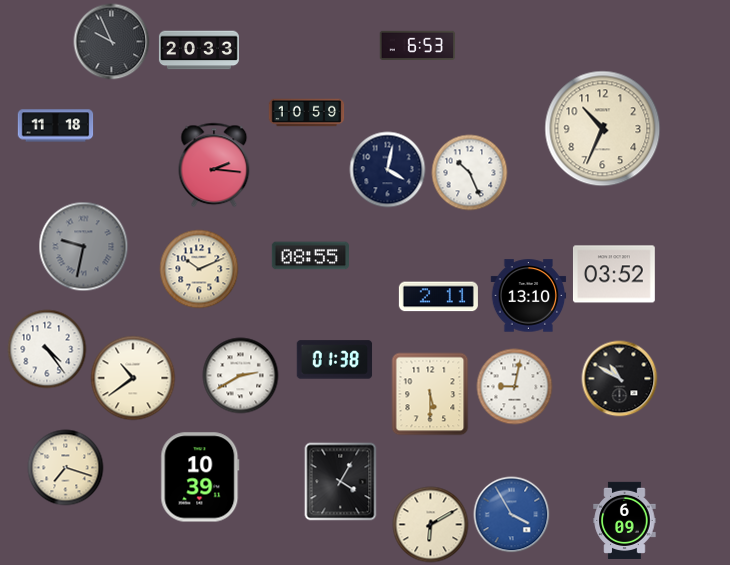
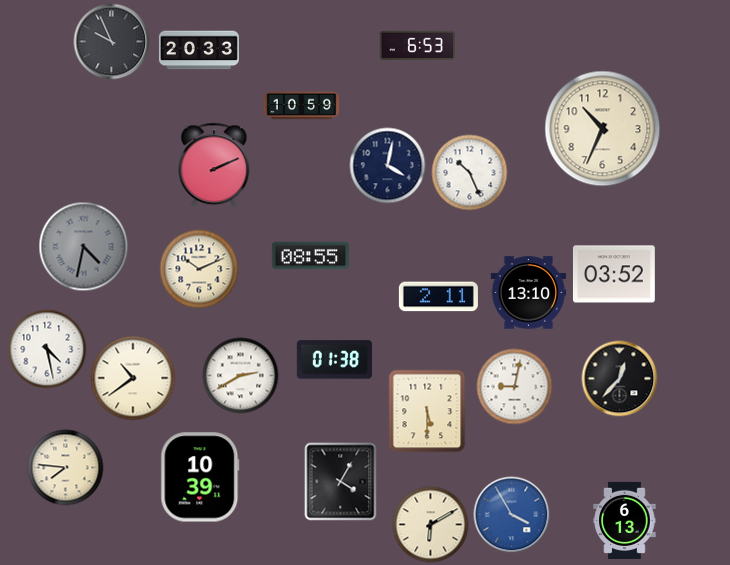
clock at (307, 113) position: (307, 113) -> (302, 106)
clock at (56, 126): 11:18 -> none
clock at (214, 165): 2:16 -> 2:11
clock at (388, 170) position: (388, 170) -> (388, 166)
clock at (84, 247): 9:32 -> 4:32
clock at (529, 296) position: (529, 296) -> (529, 293)
clock at (47, 349): 4:24 -> 4:28
clock at (620, 379): 10:50 -> 12:37
clock at (430, 394) position: (430, 394) -> (427, 411)
clock at (66, 468): 7:18 -> 7:46
clock at (625, 520): 6:09 -> 6:13
